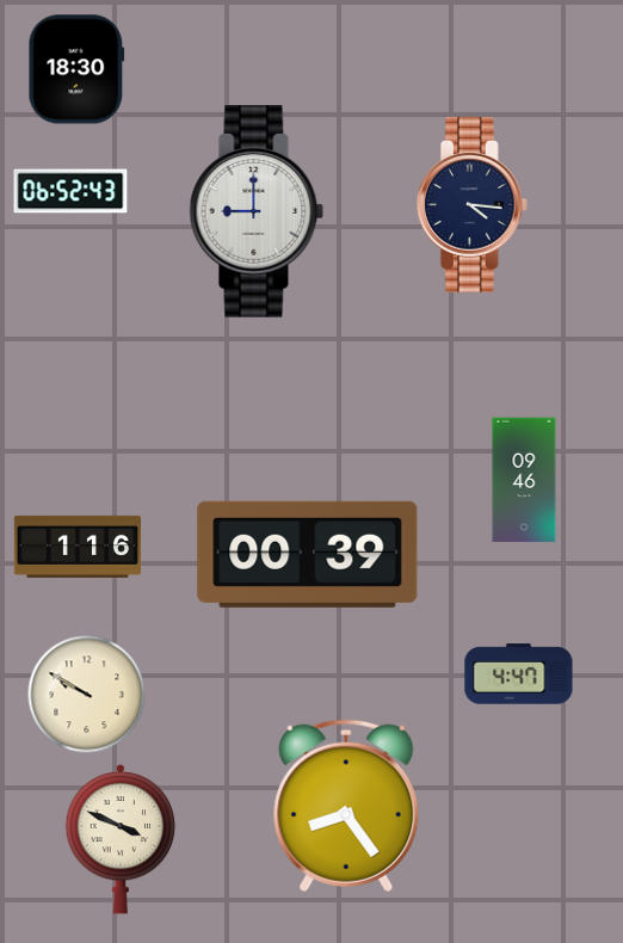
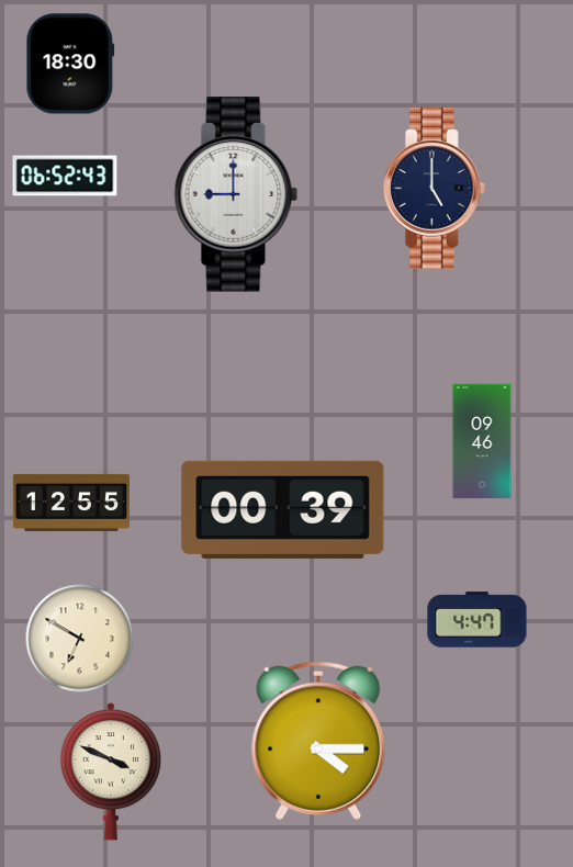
clock at (471, 205): 4:16 -> 5:00
clock at (76, 547): 1:16 -> 12:55
clock at (87, 695): 9:50 -> 6:50
clock at (346, 806): 8:24 -> 4:15
